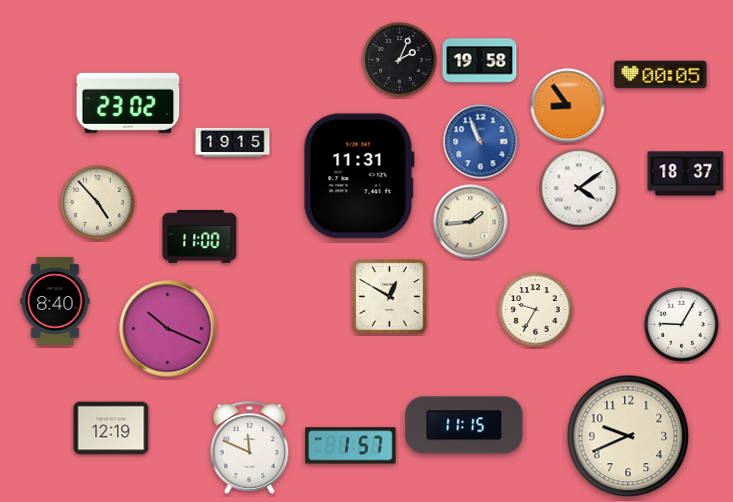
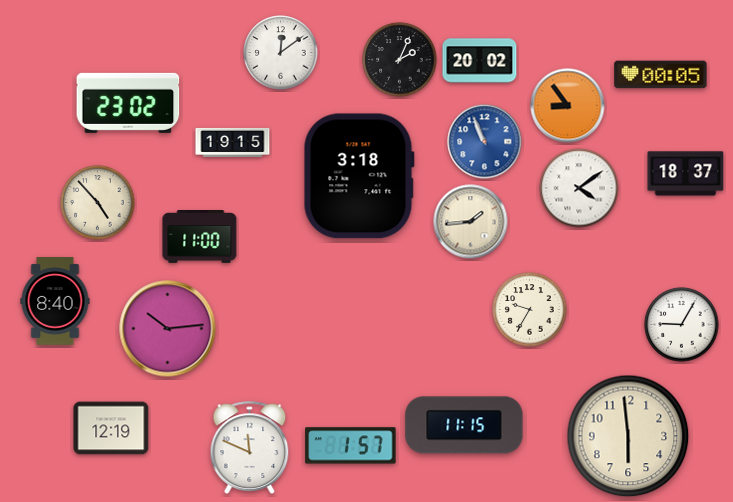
clock at (281, 53): none -> 12:09
clock at (480, 61): 19:58 -> 20:02
clock at (481, 142) position: (481, 142) -> (485, 142)
clock at (359, 176): 11:31 -> 3:18
clock at (390, 297): 12:50 -> none
clock at (536, 310) position: (536, 310) -> (530, 310)
clock at (168, 329): 10:19 -> 10:14
clock at (628, 436): 9:41 -> 5:59
